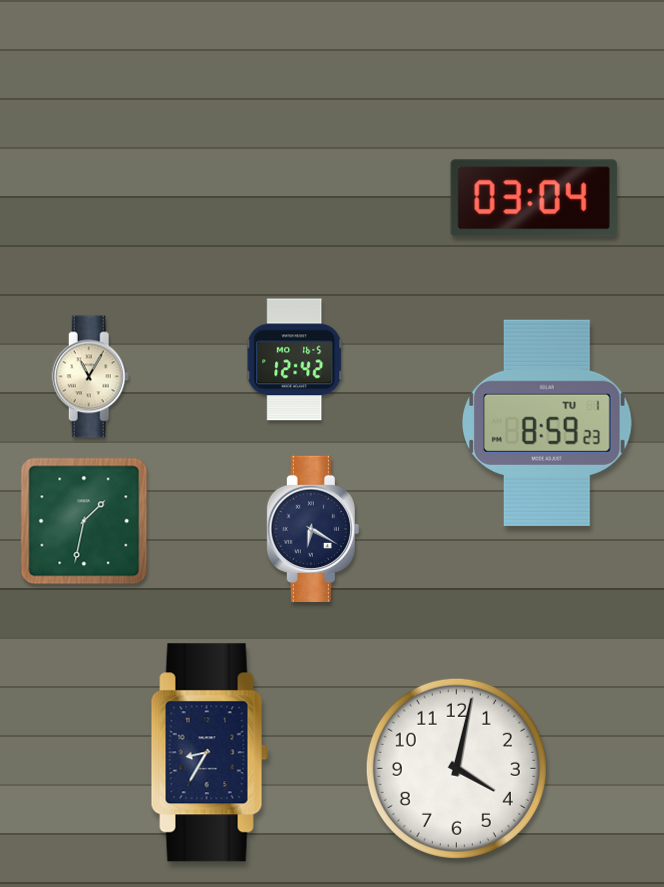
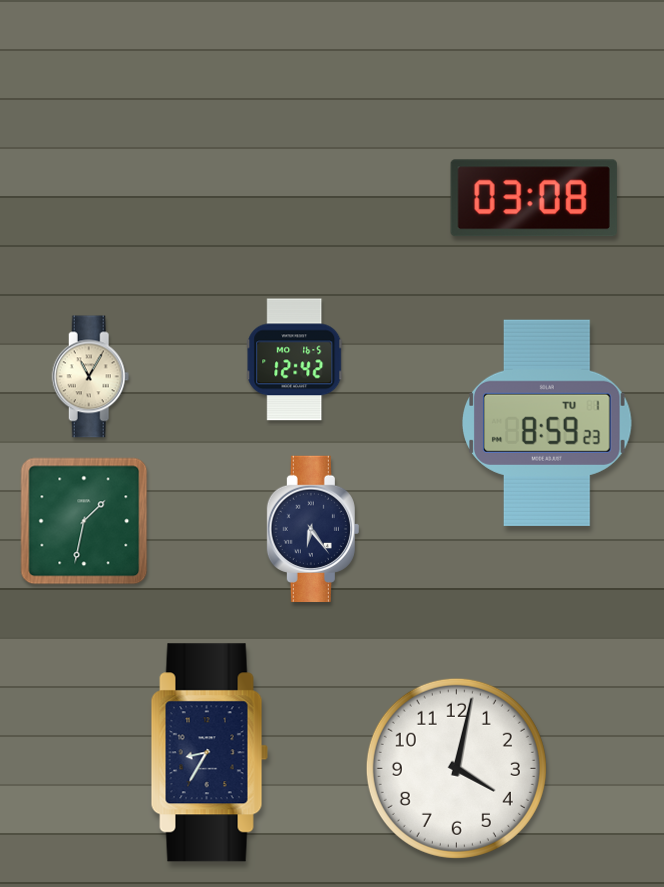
clock at (534, 198): 03:04 -> 03:08
clock at (313, 528): 6:20 -> 6:24
